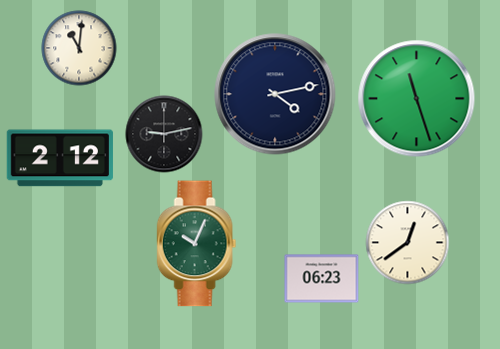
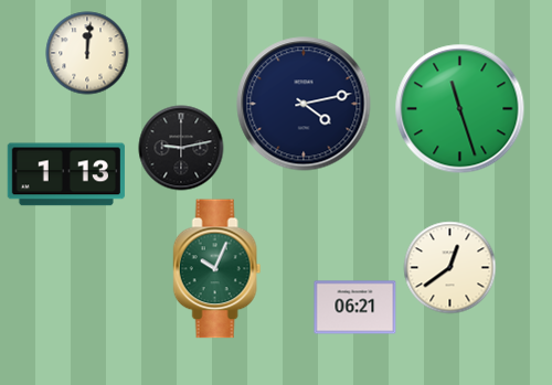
clock at (79, 48): 11:01 -> 12:01
clock at (60, 158): 2:12 -> 1:13
clock at (322, 279): 06:23 -> 06:21
